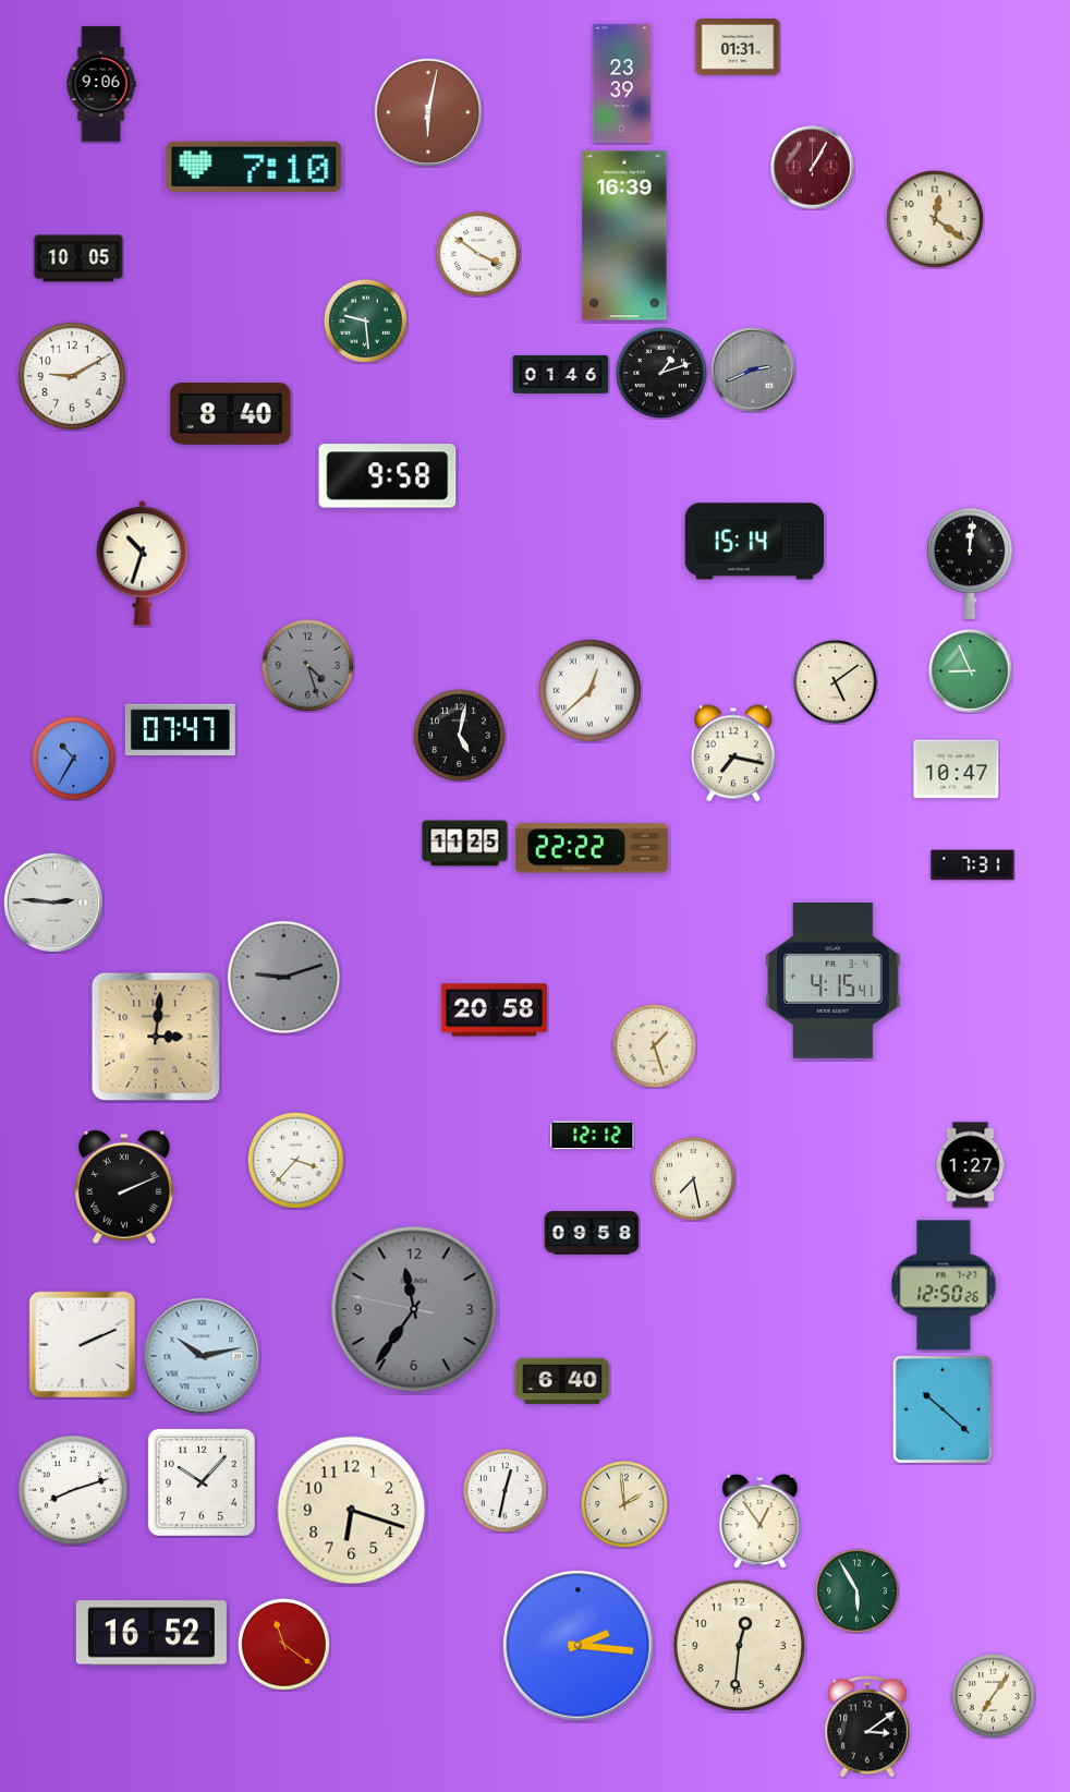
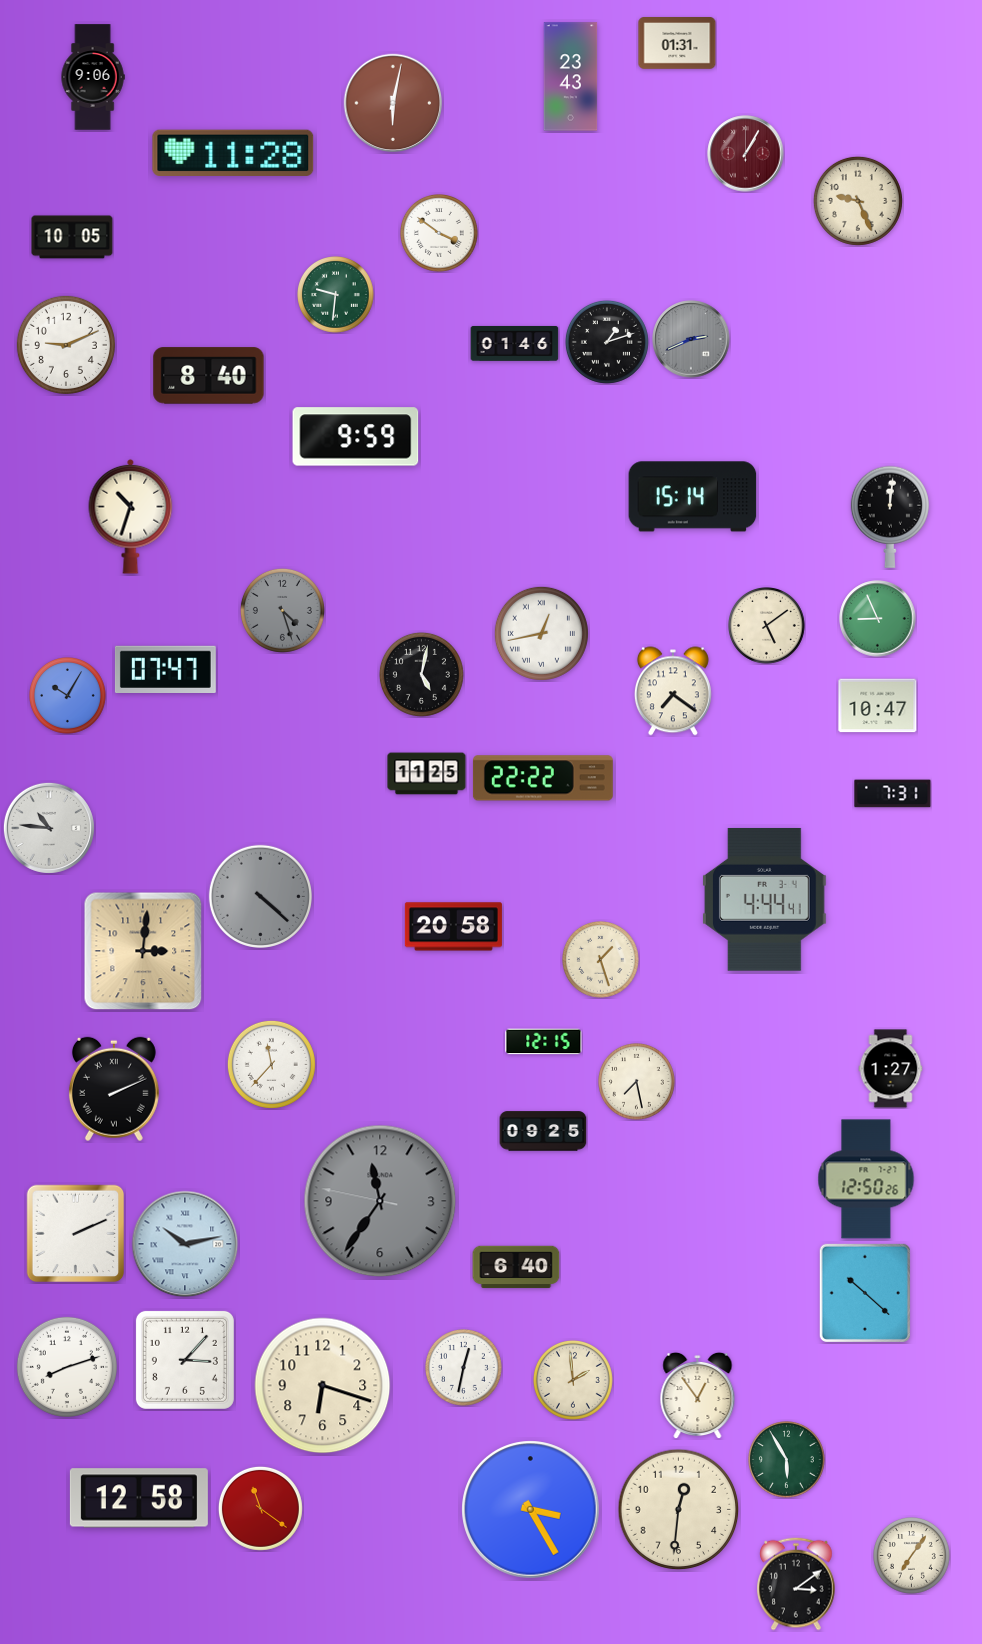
clock at (622, 84): 23:39 -> 23:43
clock at (254, 167): 7:10 -> 11:28
clock at (935, 219): 12:21 -> 9:26
clock at (624, 235): 16:39 -> none
clock at (366, 322): 9:29 -> 9:31
clock at (72, 376): 9:10 -> 9:11
clock at (231, 414) position: (231, 414) -> (209, 376)
clock at (388, 476): 9:58 -> 9:59
clock at (971, 671) position: (971, 671) -> (878, 619)
clock at (589, 690): 12:38 -> 12:43
clock at (733, 753): 7:17 -> 7:21
clock at (74, 759): 10:35 -> 10:05
clock at (53, 903): 2:46 -> 10:46
clock at (283, 977): 9:12 -> 4:22
clock at (832, 980): 4:15 -> 4:44
clock at (593, 1136): 12:12 -> 12:15
clock at (295, 1160): 3:37 -> 11:37
clock at (592, 1233): 09:58 -> 09:25
clock at (202, 1482): 10:07 -> 3:07
clock at (151, 1633): 16:52 -> 12:58
clock at (579, 1646): 2:16 -> 3:25
